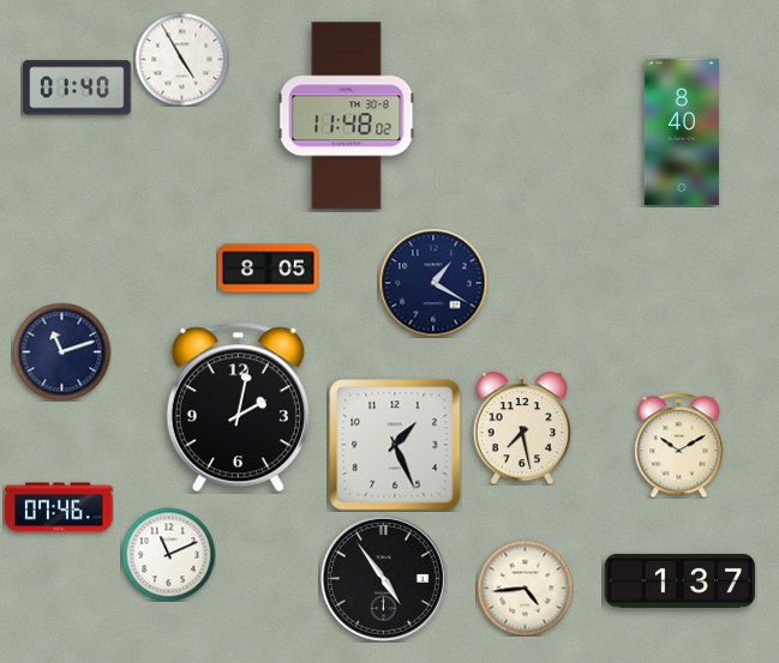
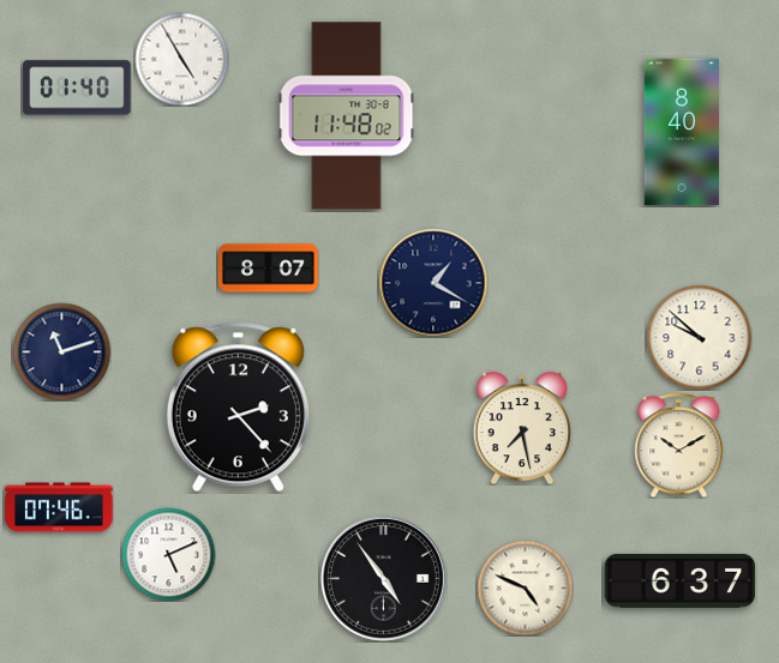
clock at (268, 269): 8:05 -> 8:07
clock at (699, 337): none -> 9:52
clock at (238, 408): 2:02 -> 2:23
clock at (395, 445): 1:26 -> none
clock at (168, 554): 11:11 -> 5:11
clock at (679, 580): 1:37 -> 6:37
clock at (525, 587): 4:44 -> 4:49
